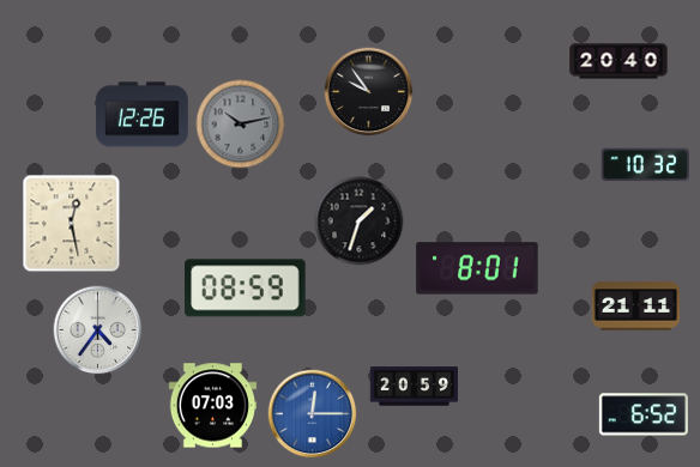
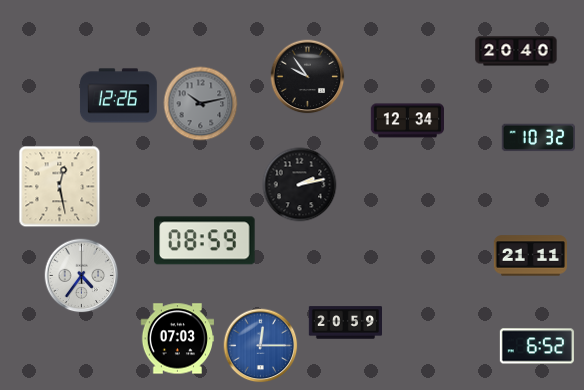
clock at (407, 121): none -> 12:34
clock at (360, 222): 1:33 -> 2:13
clock at (477, 268): 8:01 -> none
